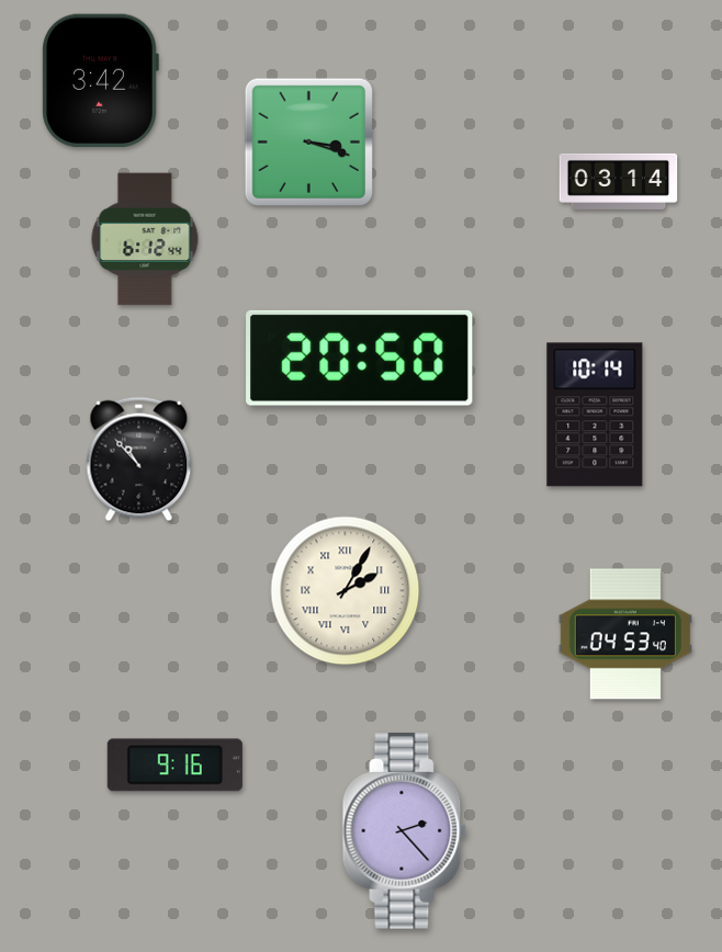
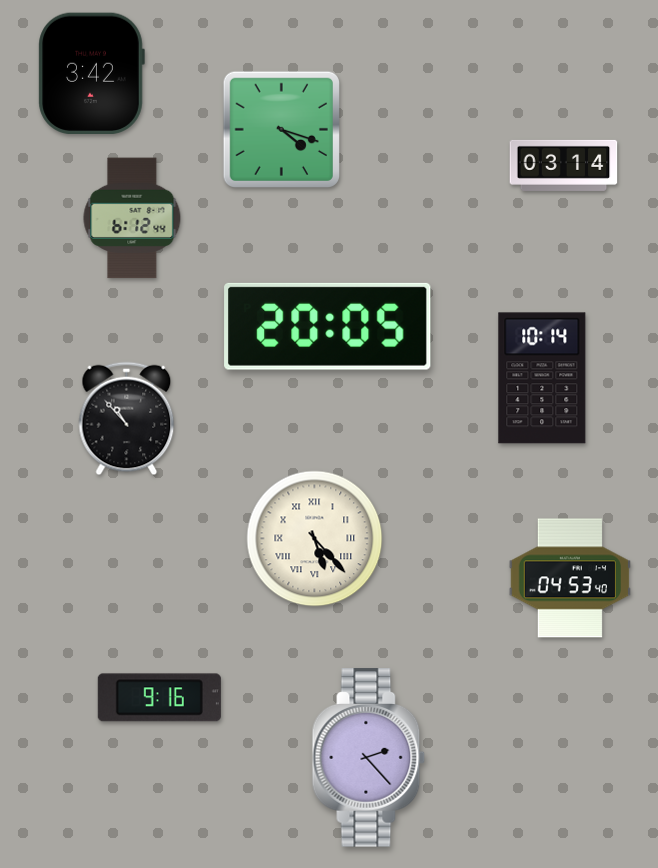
clock at (308, 141): 3:18 -> 4:18
clock at (360, 358): 20:50 -> 20:05
clock at (346, 591): 2:05 -> 5:23
